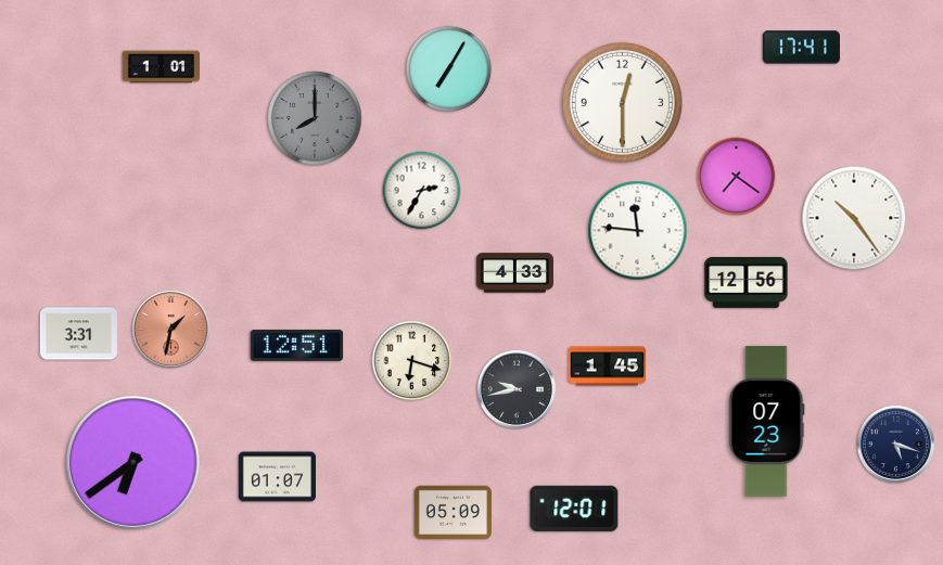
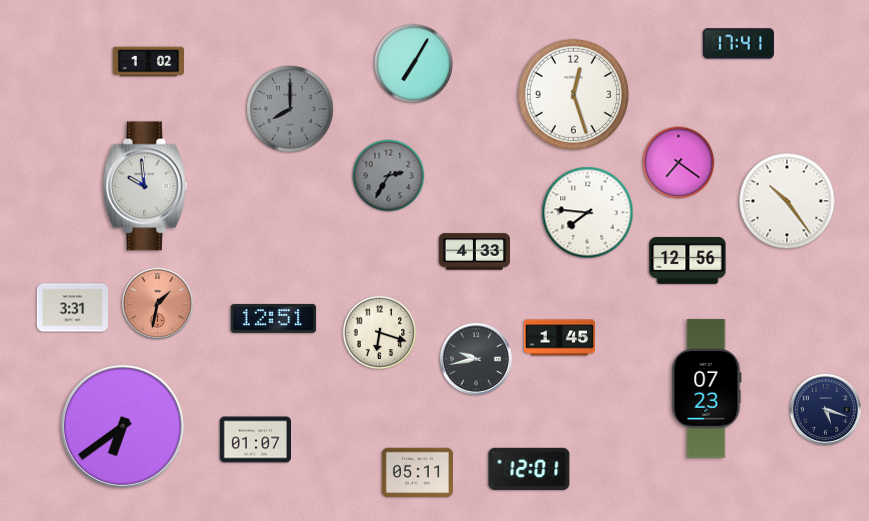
clock at (161, 67): 1:01 -> 1:02
clock at (622, 102): 12:30 -> 12:27
clock at (422, 191) dial: white -> grey
clock at (145, 186): none -> 9:59
clock at (638, 231): 11:46 -> 7:46
clock at (453, 513): 05:09 -> 05:11
